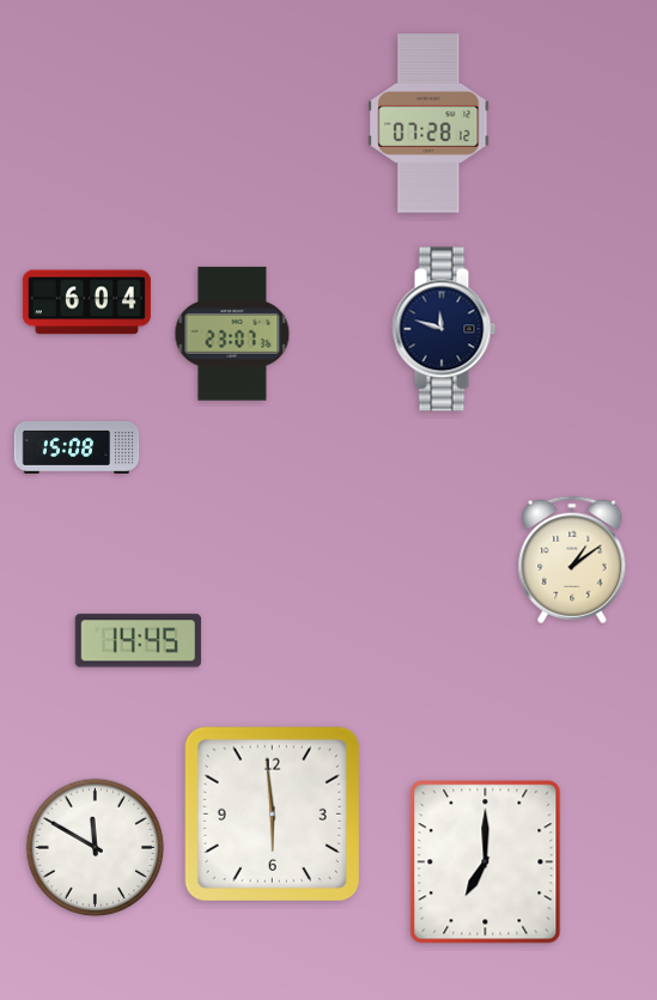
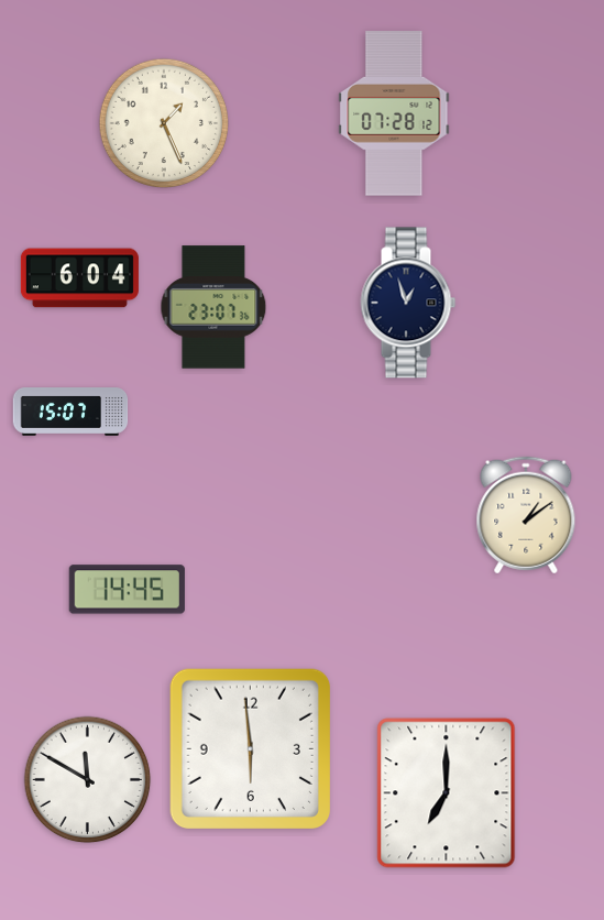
clock at (163, 122): none -> 1:26
clock at (444, 329): 11:48 -> 12:57
clock at (77, 449): 15:08 -> 15:07
